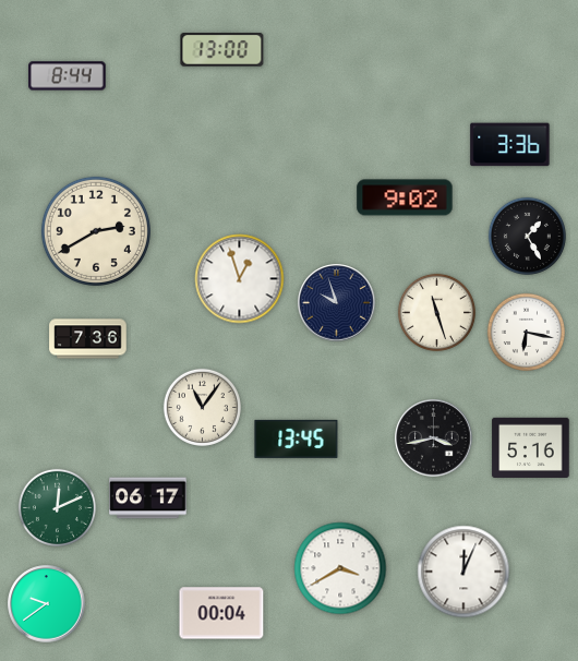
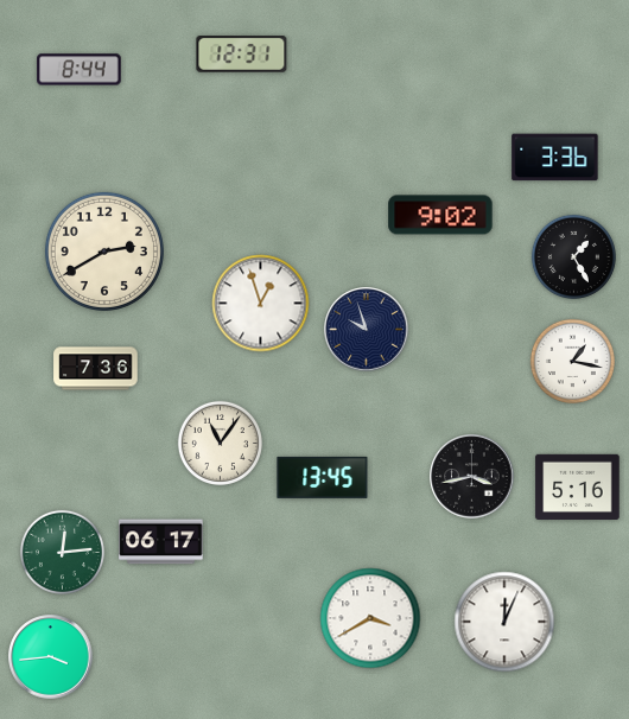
clock at (222, 50): 13:00 -> 12:31
clock at (68, 76) position: (68, 76) -> (80, 70)
clock at (436, 312): 11:27 -> none
clock at (526, 332): 6:17 -> 1:17
clock at (57, 507): 12:11 -> 12:14
clock at (47, 604): 9:39 -> 3:44
clock at (221, 613): 00:04 -> none
